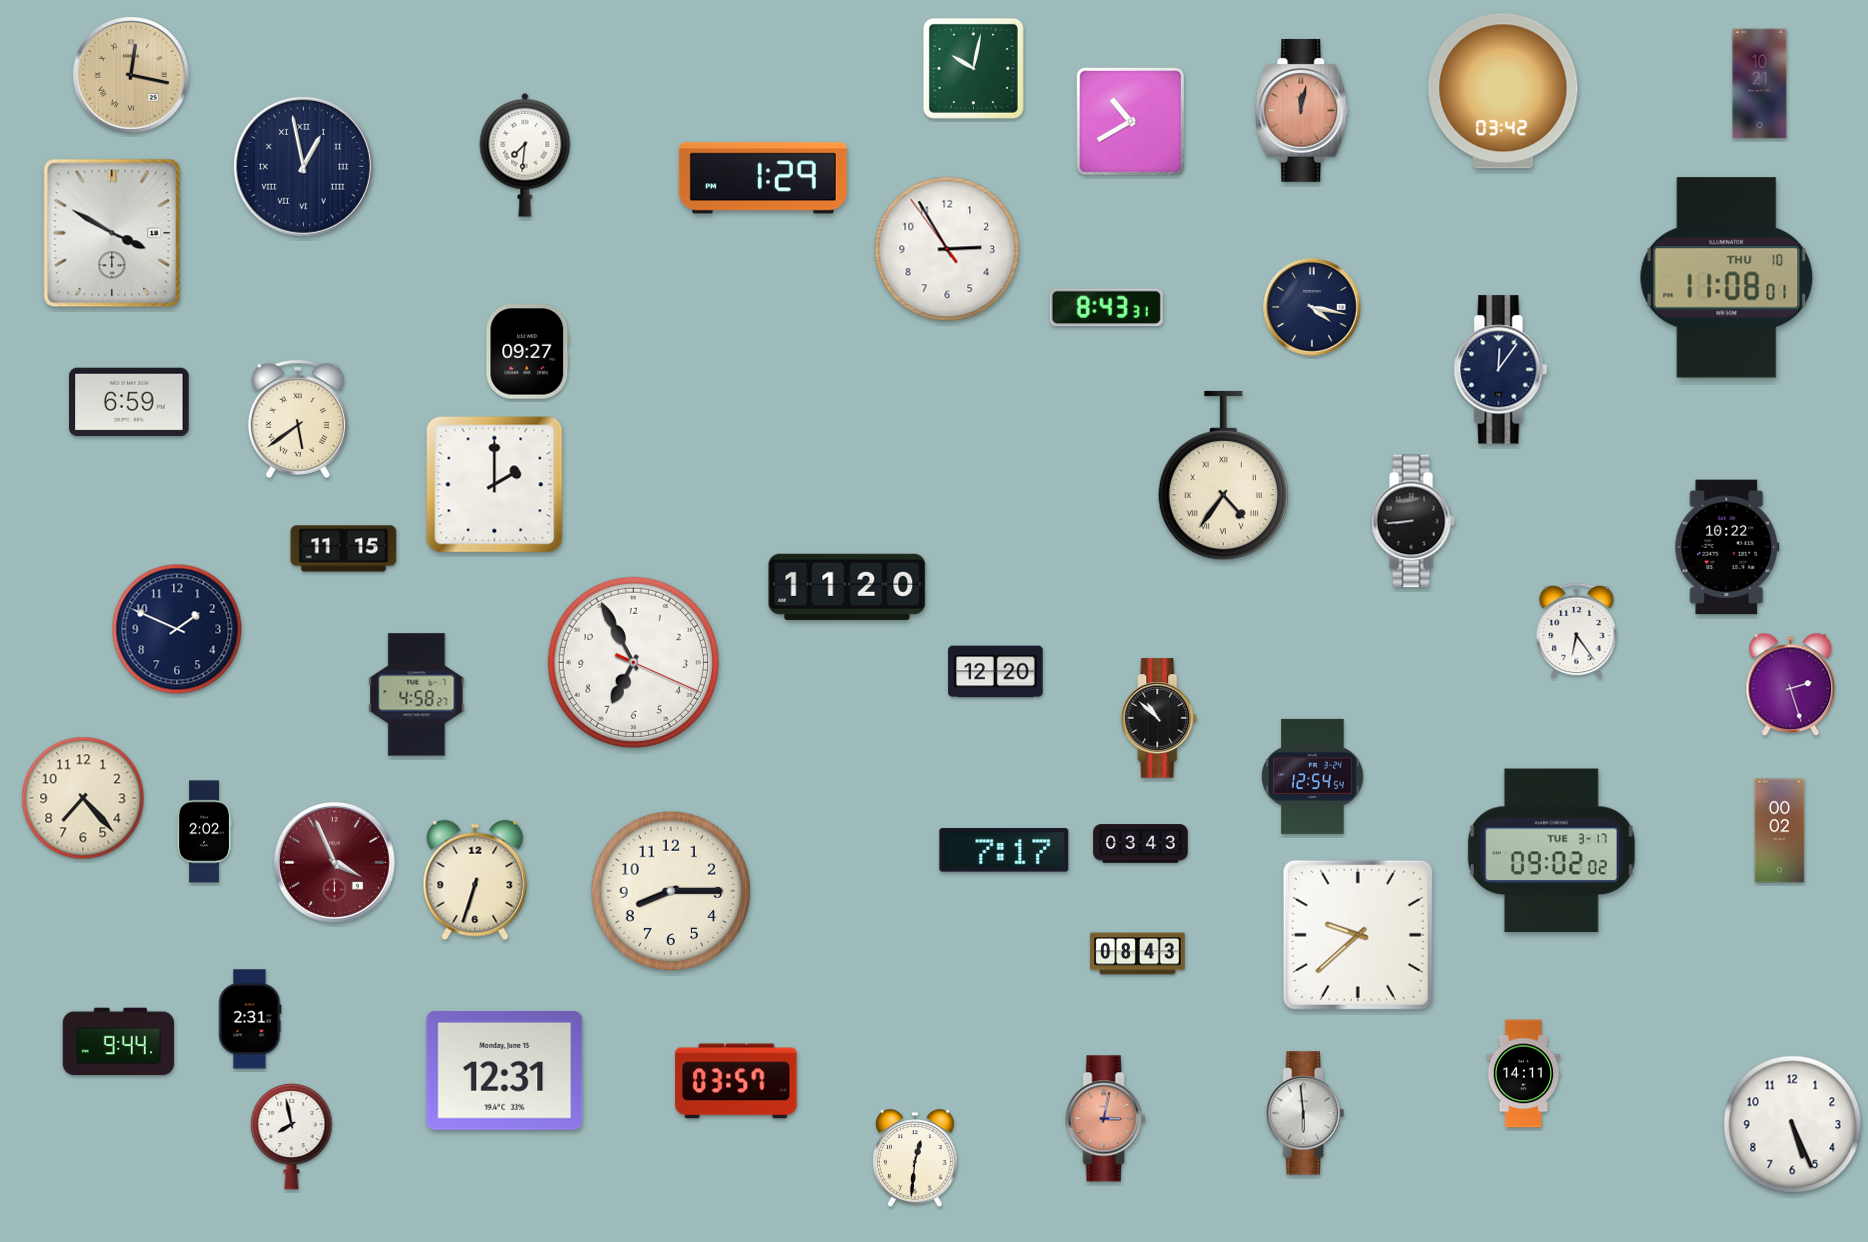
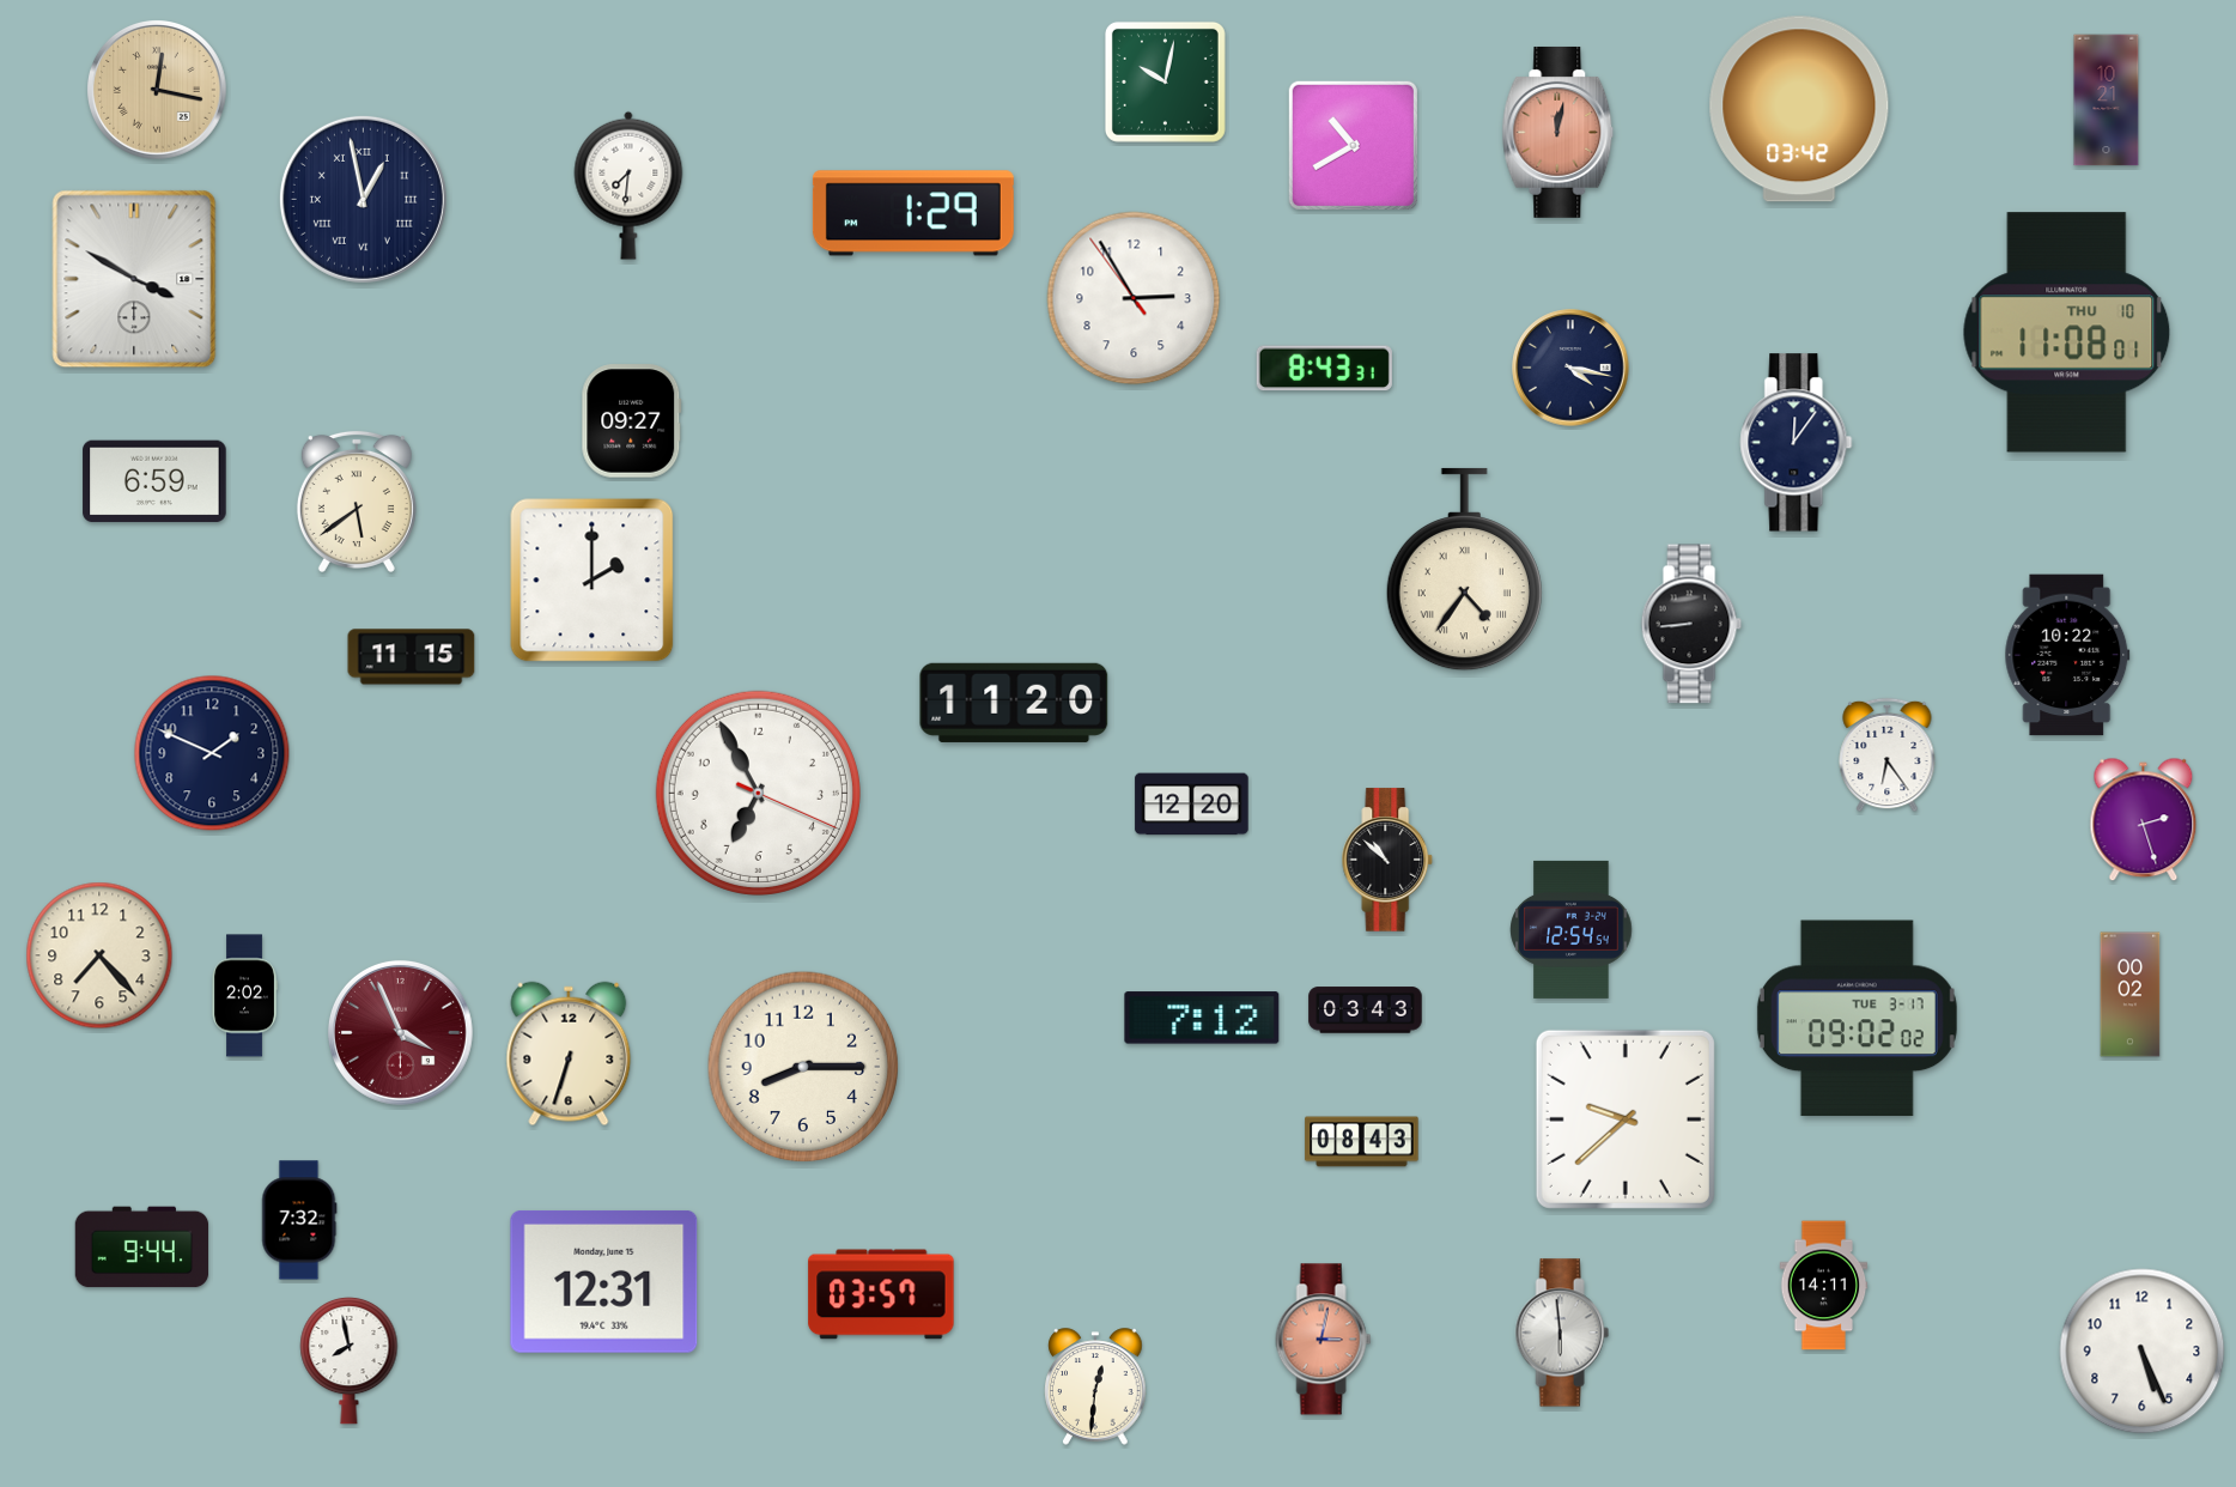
clock at (417, 695): 4:58 -> none
clock at (1004, 850): 7:17 -> 7:12
clock at (250, 1019): 2:31 -> 7:32
clock at (1793, 1125) position: (1793, 1125) -> (2143, 1352)
